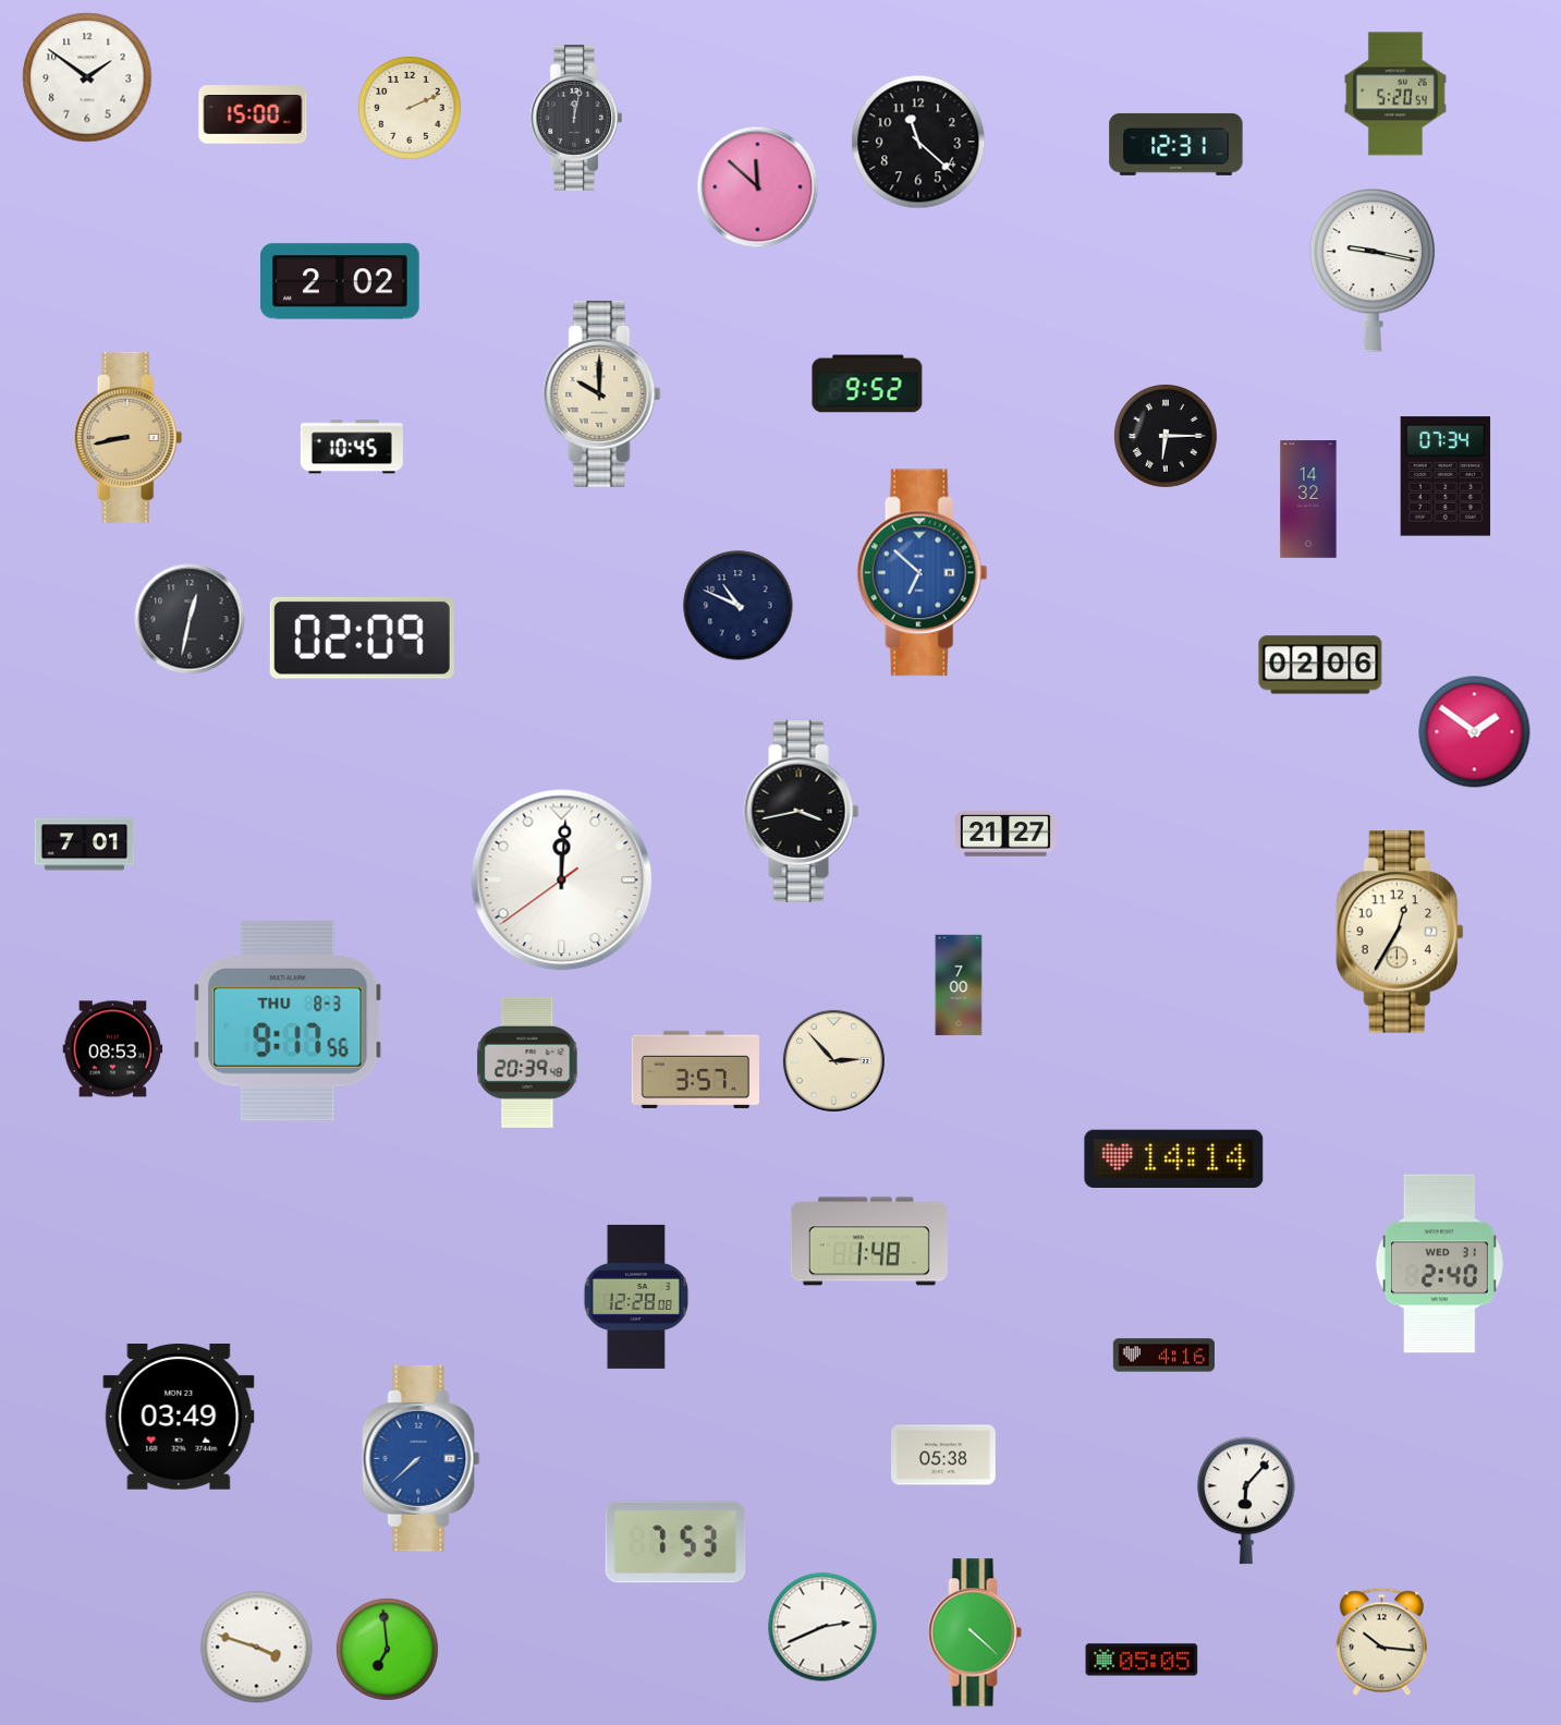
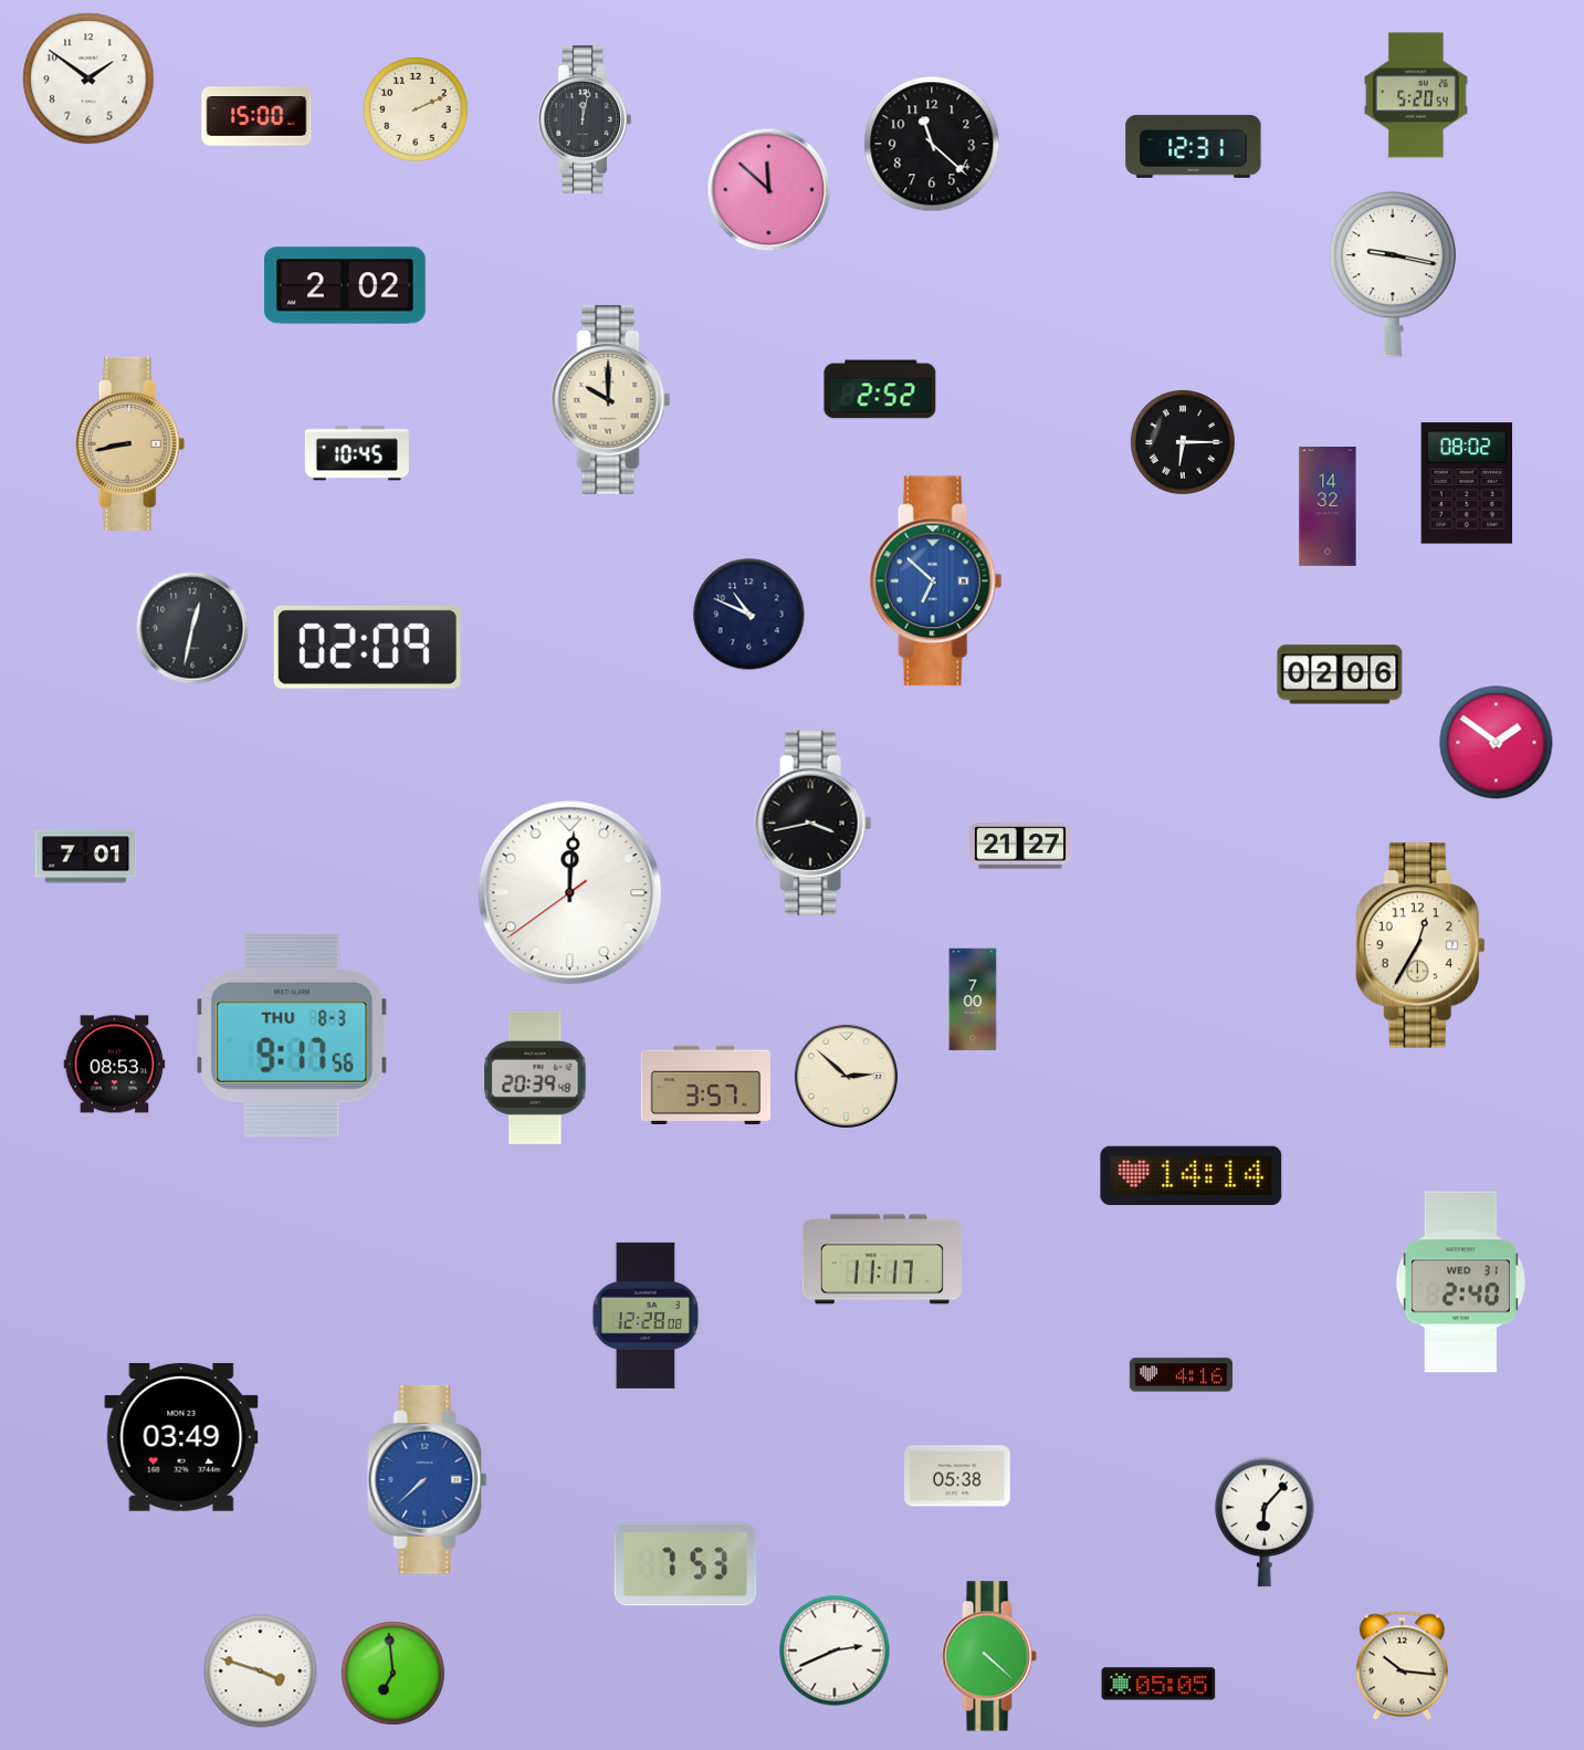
clock at (867, 384): 9:52 -> 2:52
clock at (1446, 476): 07:34 -> 08:02
clock at (833, 1060): 2:53 -> 2:52
clock at (869, 1241): 1:48 -> 11:17
